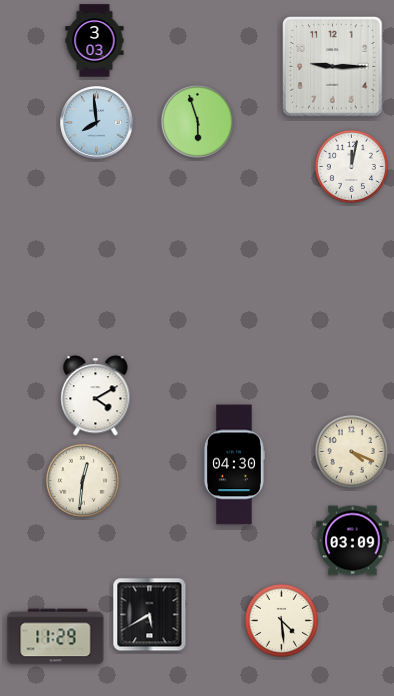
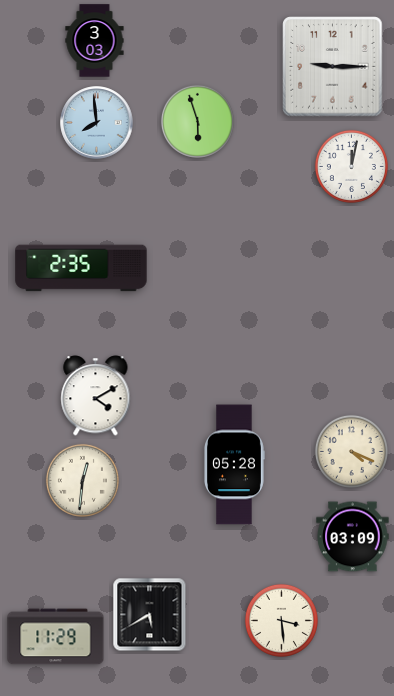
clock at (81, 268): none -> 2:35
clock at (234, 465): 04:30 -> 05:28
clock at (353, 541) position: (353, 541) -> (353, 537)
clock at (281, 620): 4:29 -> 3:29
